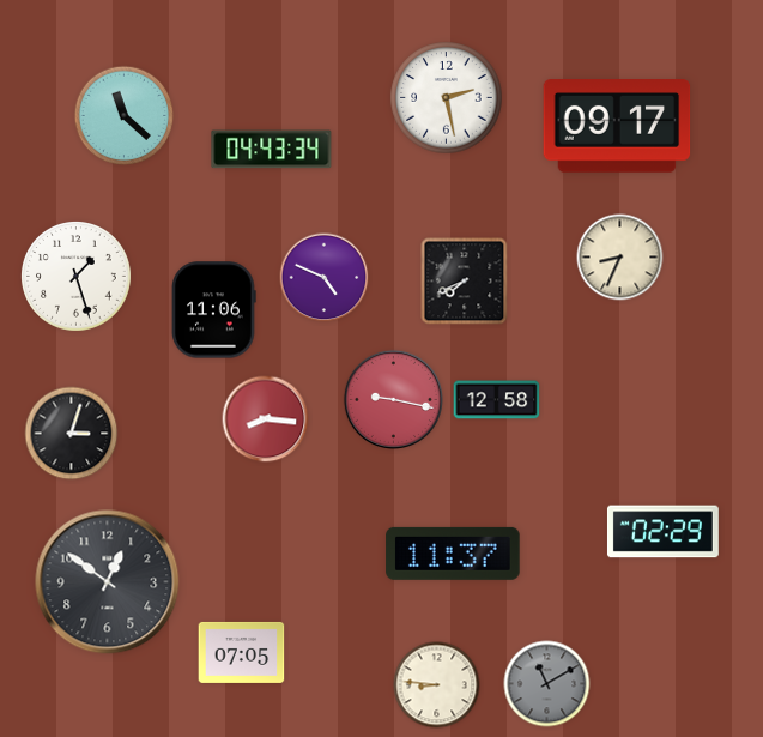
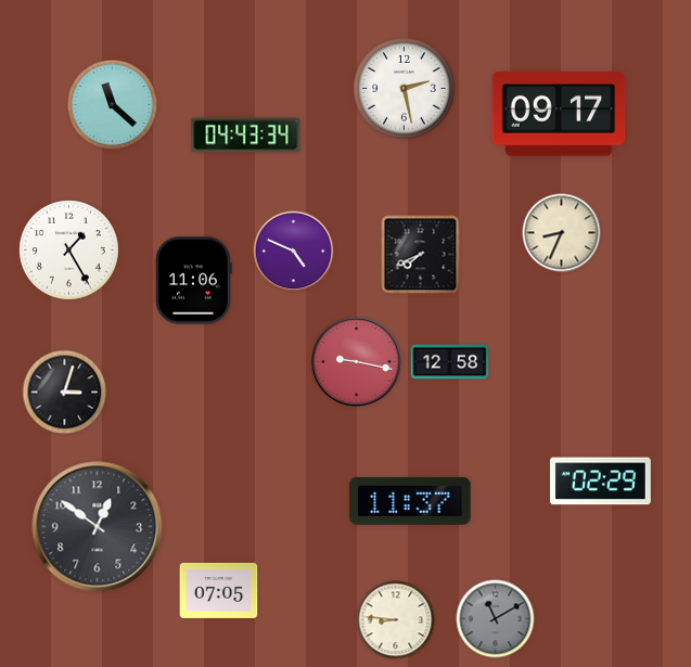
clock at (77, 277): 1:27 -> 1:25
clock at (266, 419): 8:16 -> none
